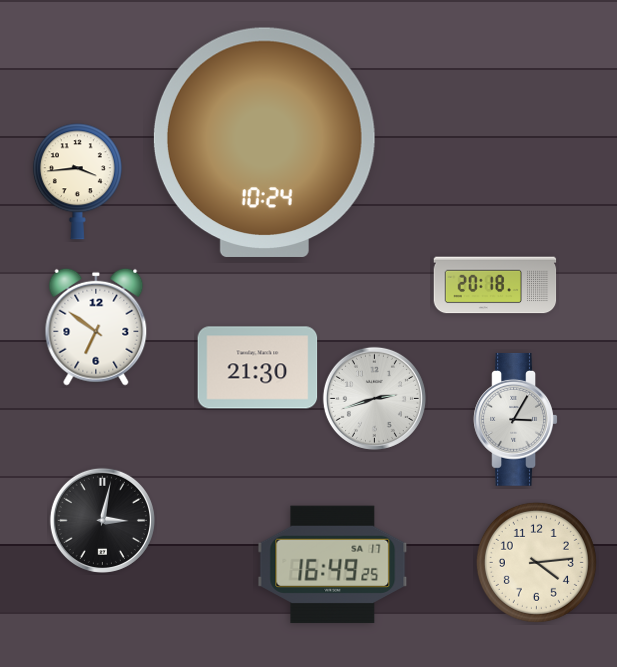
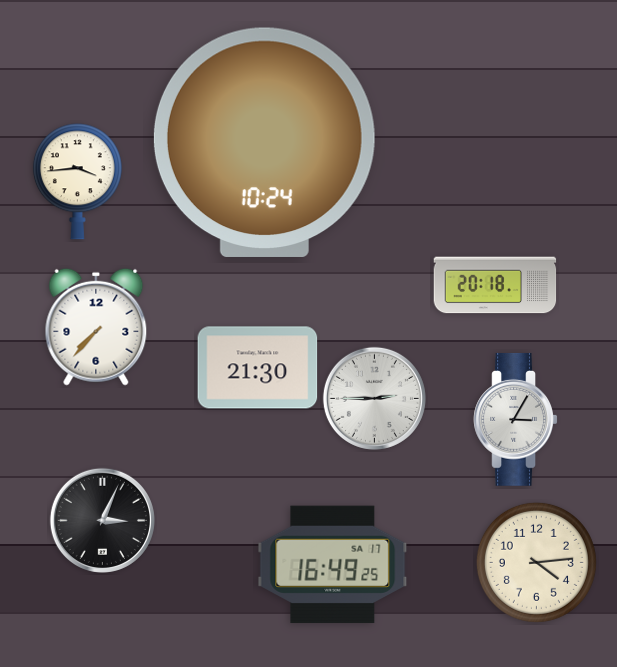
clock at (96, 327): 6:51 -> 7:37
clock at (374, 398): 2:42 -> 2:45
clock at (102, 520): 3:02 -> 3:04
